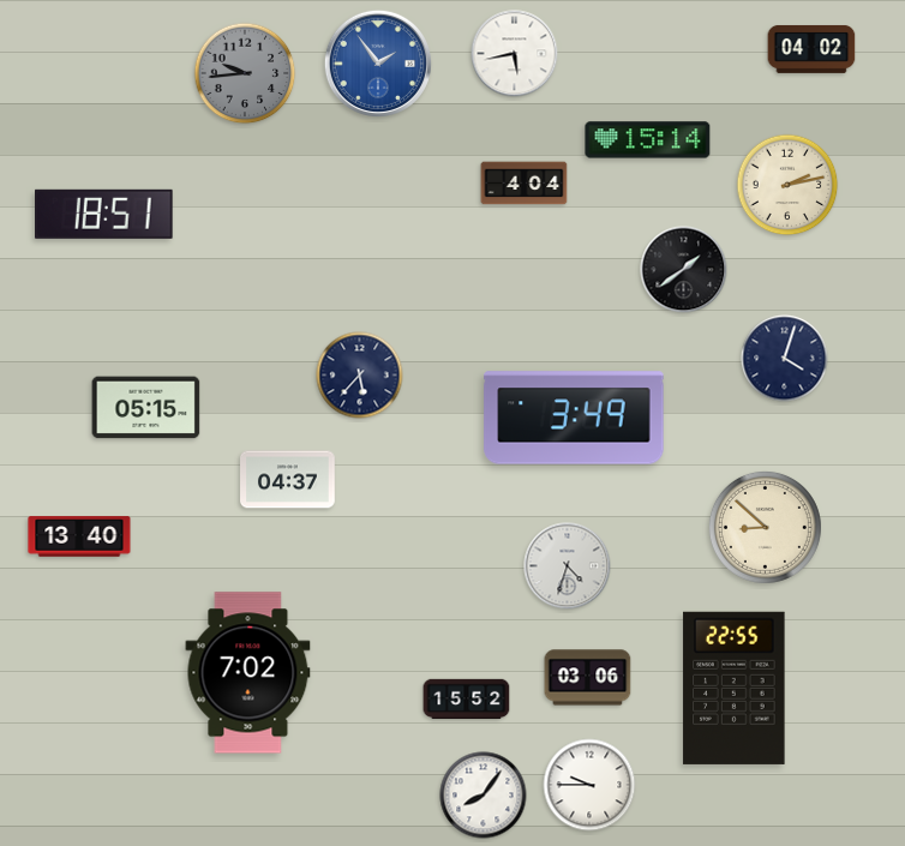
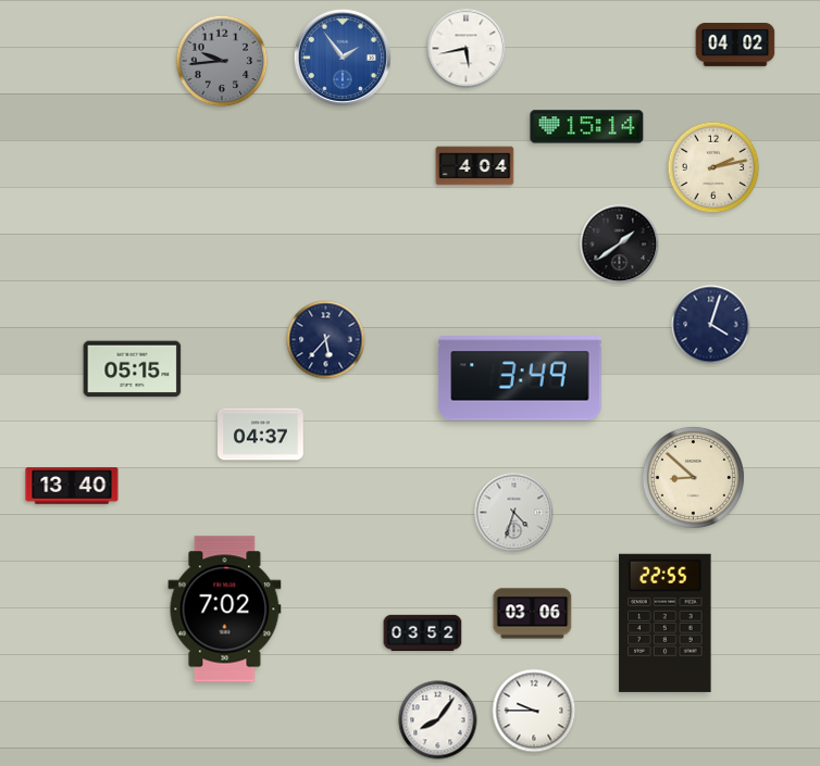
clock at (245, 73) position: (245, 73) -> (222, 61)
clock at (104, 214): 18:51 -> none
clock at (467, 700): 15:52 -> 03:52
